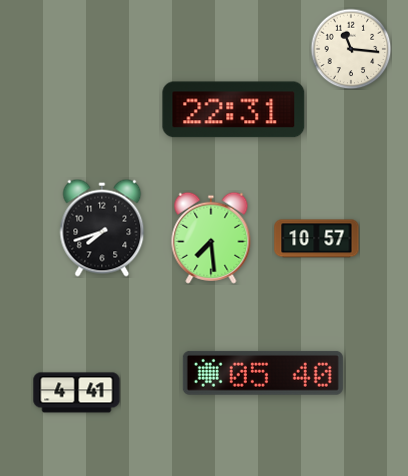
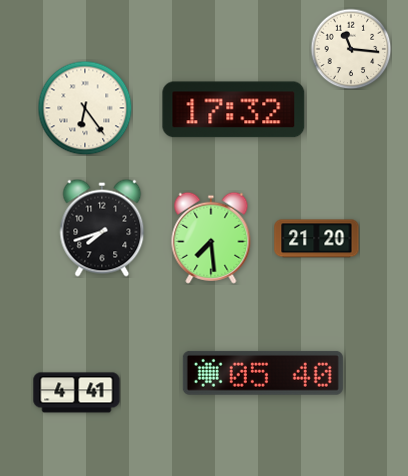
clock at (85, 108): none -> 6:24
clock at (234, 110): 22:31 -> 17:32
clock at (317, 239): 10:57 -> 21:20
